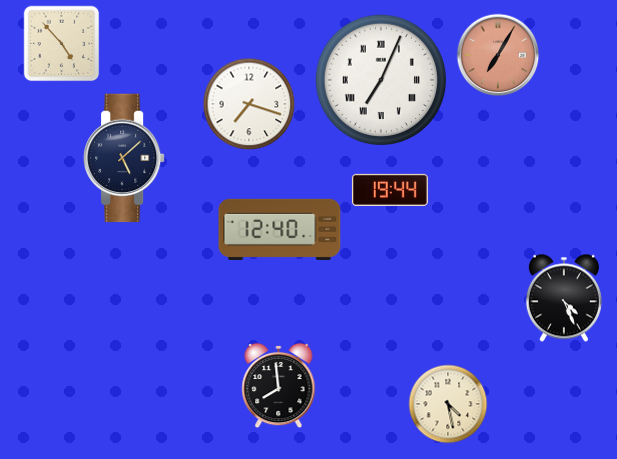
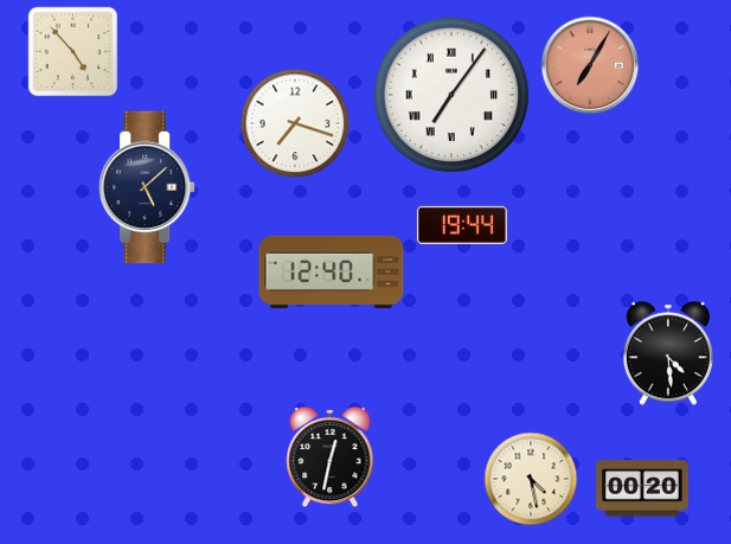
clock at (381, 80): 7:04 -> 7:06
clock at (564, 298): 4:26 -> 4:29
clock at (279, 386): 7:59 -> 12:32
clock at (642, 488): none -> 00:20
